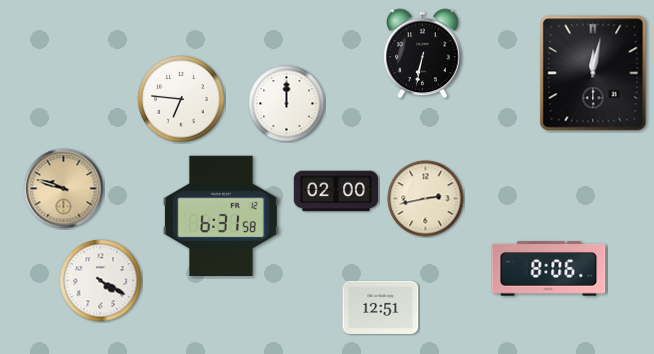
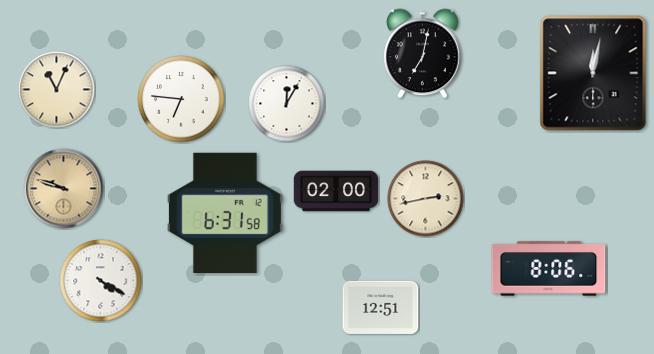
clock at (423, 54): 6:32 -> 7:02
clock at (57, 90): none -> 11:04
clock at (287, 104): 12:00 -> 12:05
clock at (221, 215) position: (221, 215) -> (225, 212)
